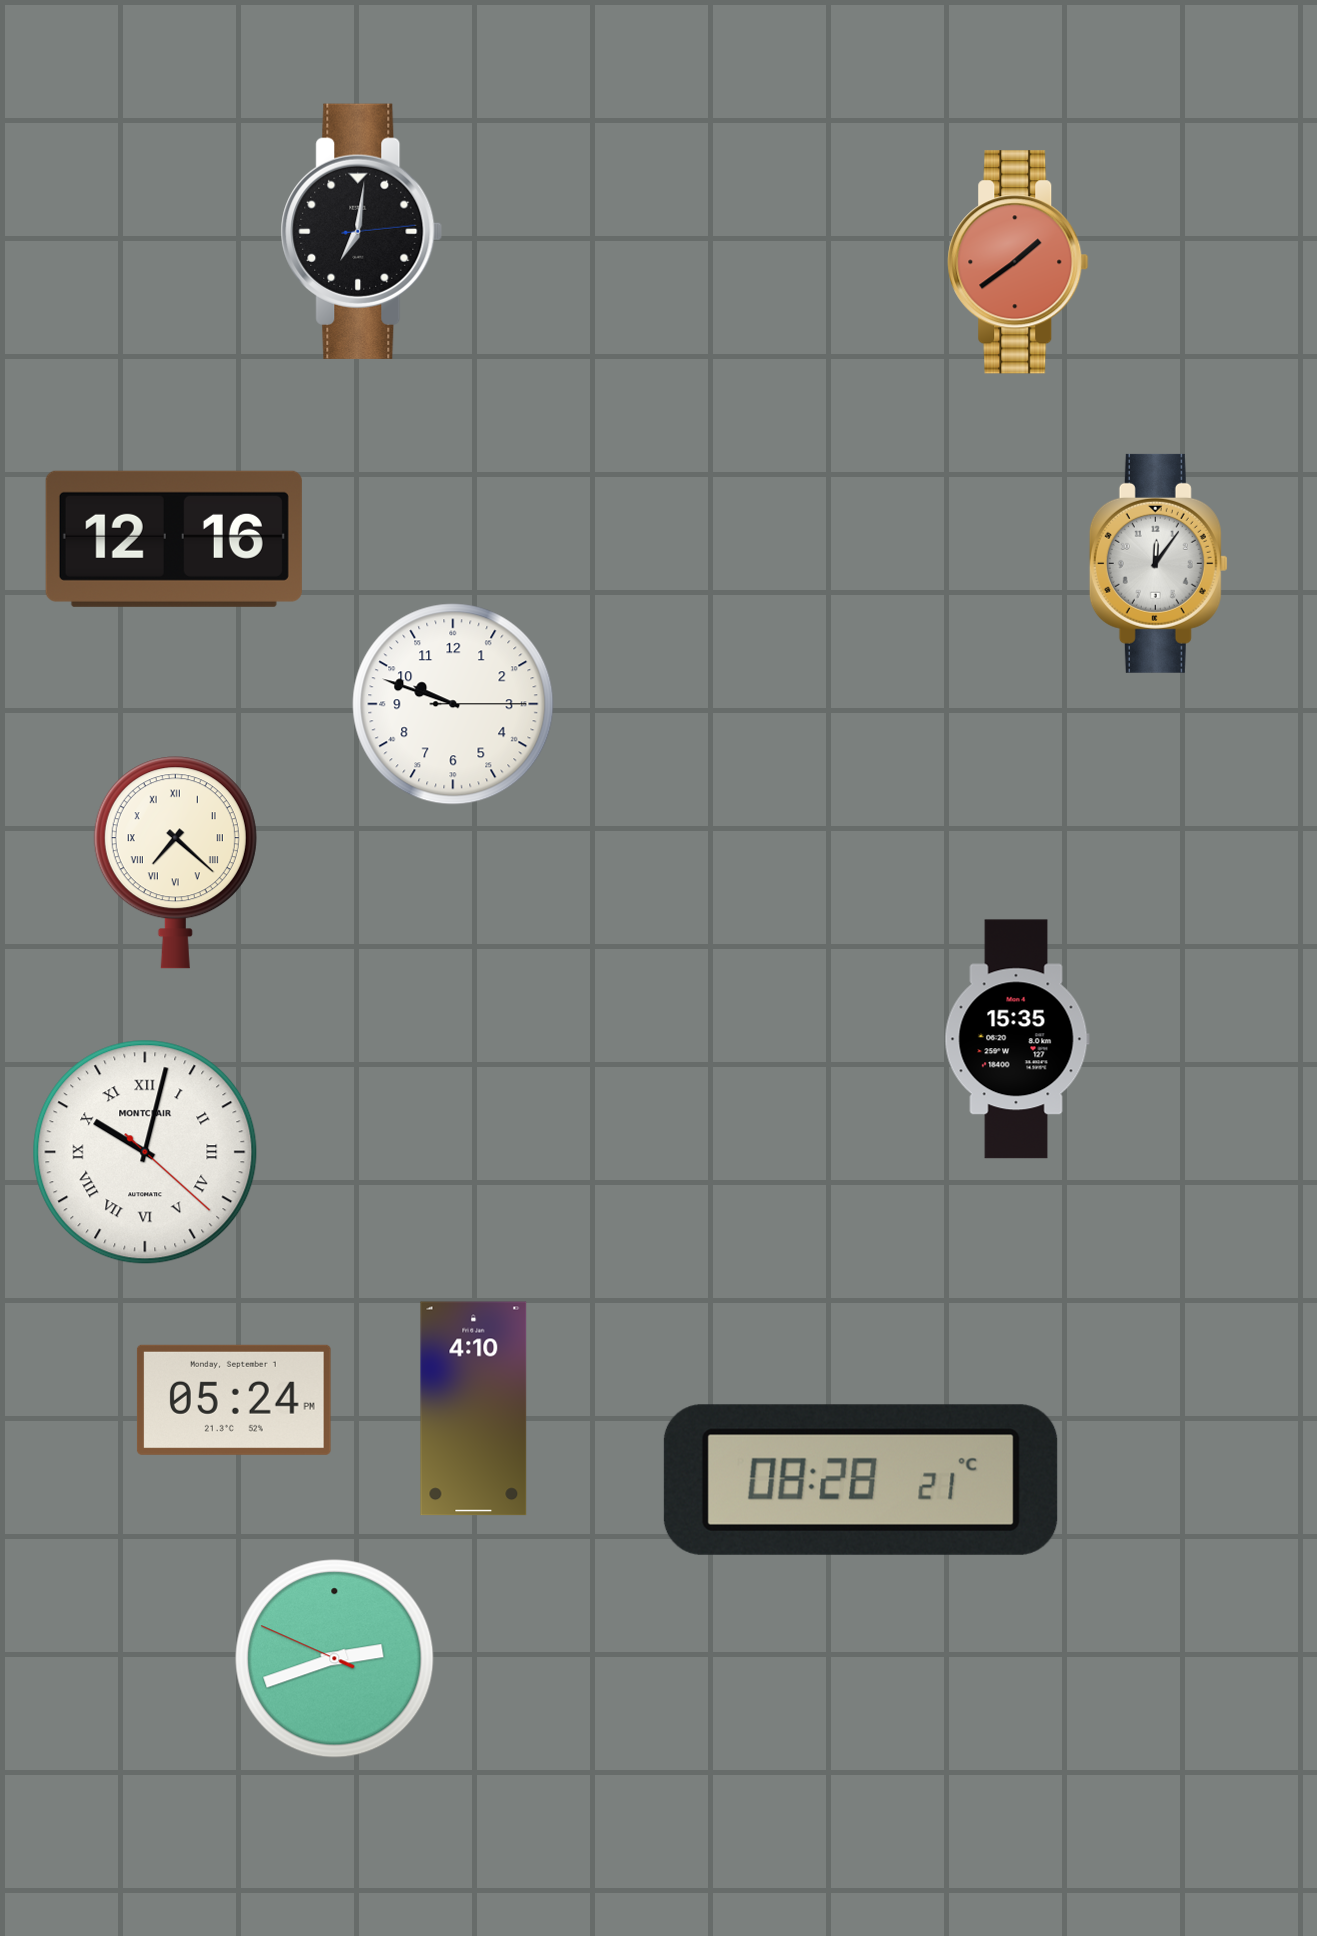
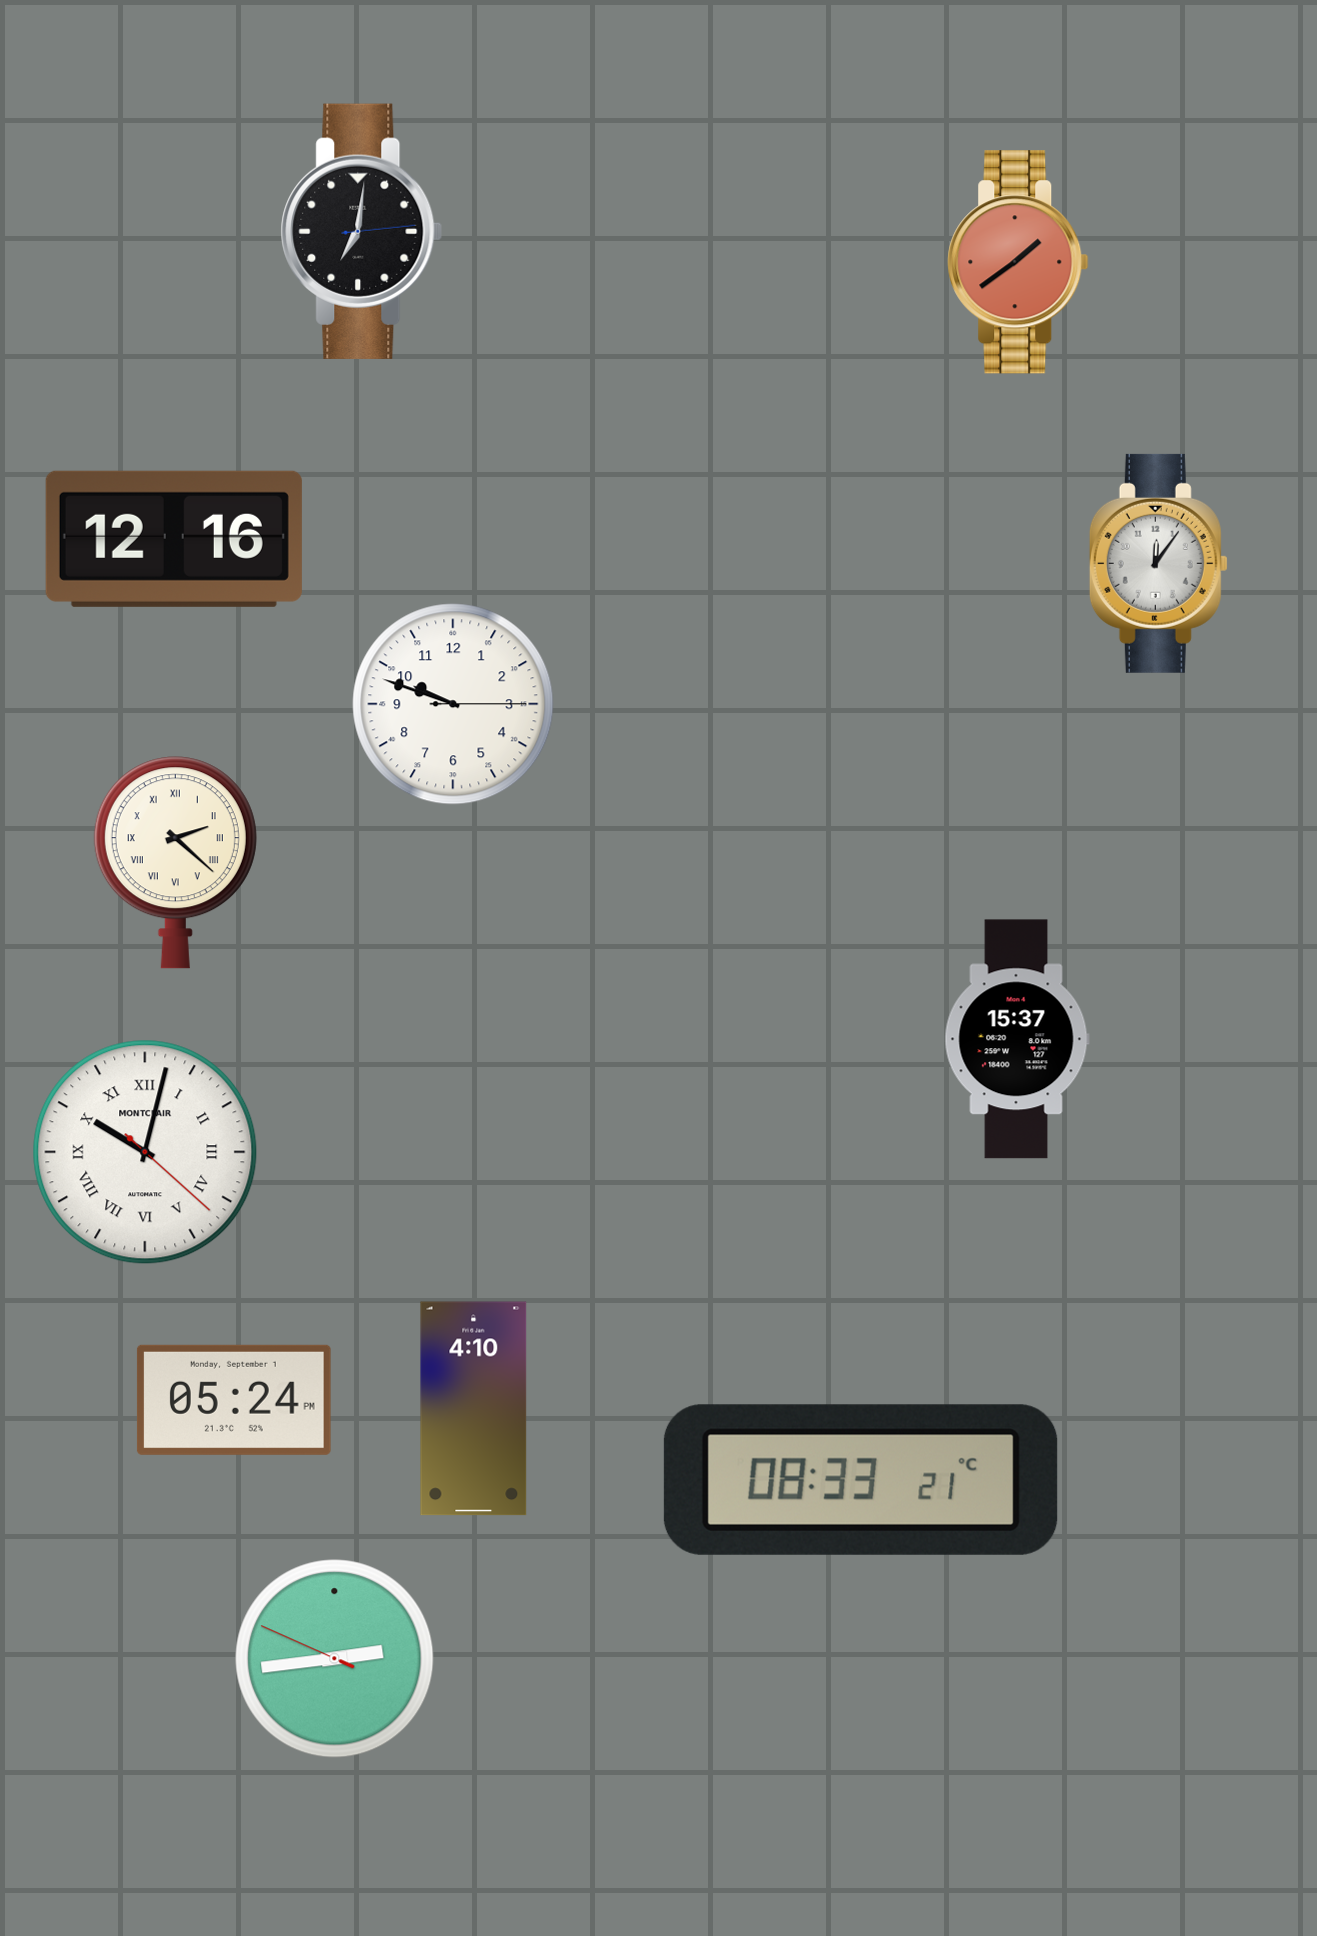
clock at (175, 863): 7:22 -> 2:22
clock at (1017, 1039): 15:35 -> 15:37
clock at (861, 1480): 08:28 -> 08:33
clock at (335, 1659): 2:41 -> 2:43
